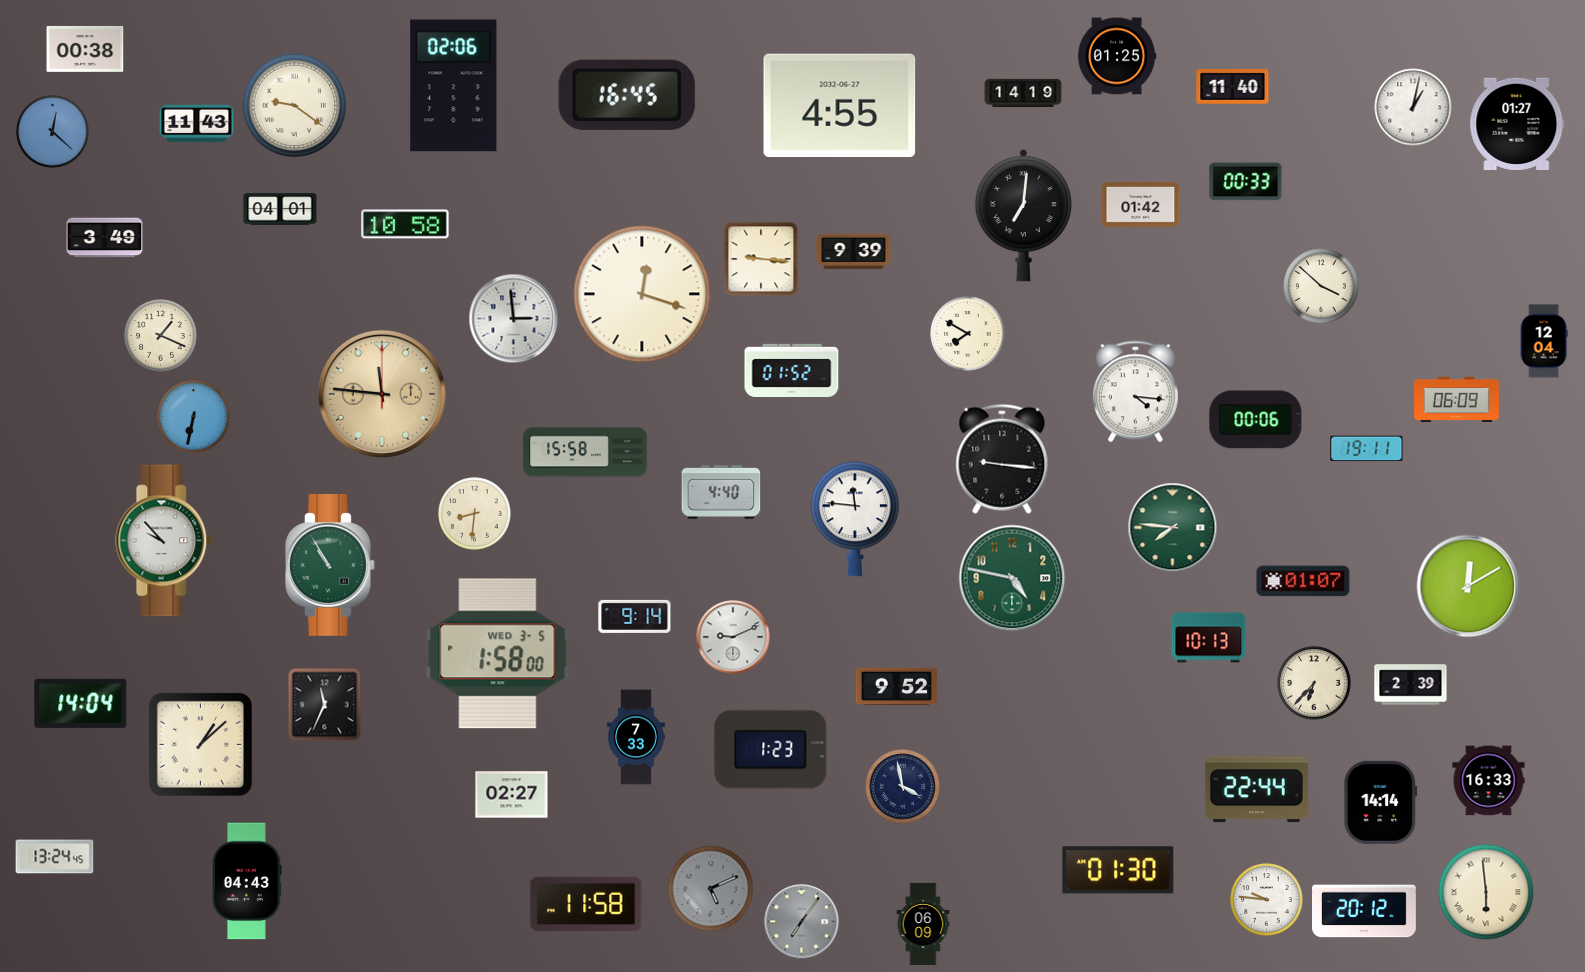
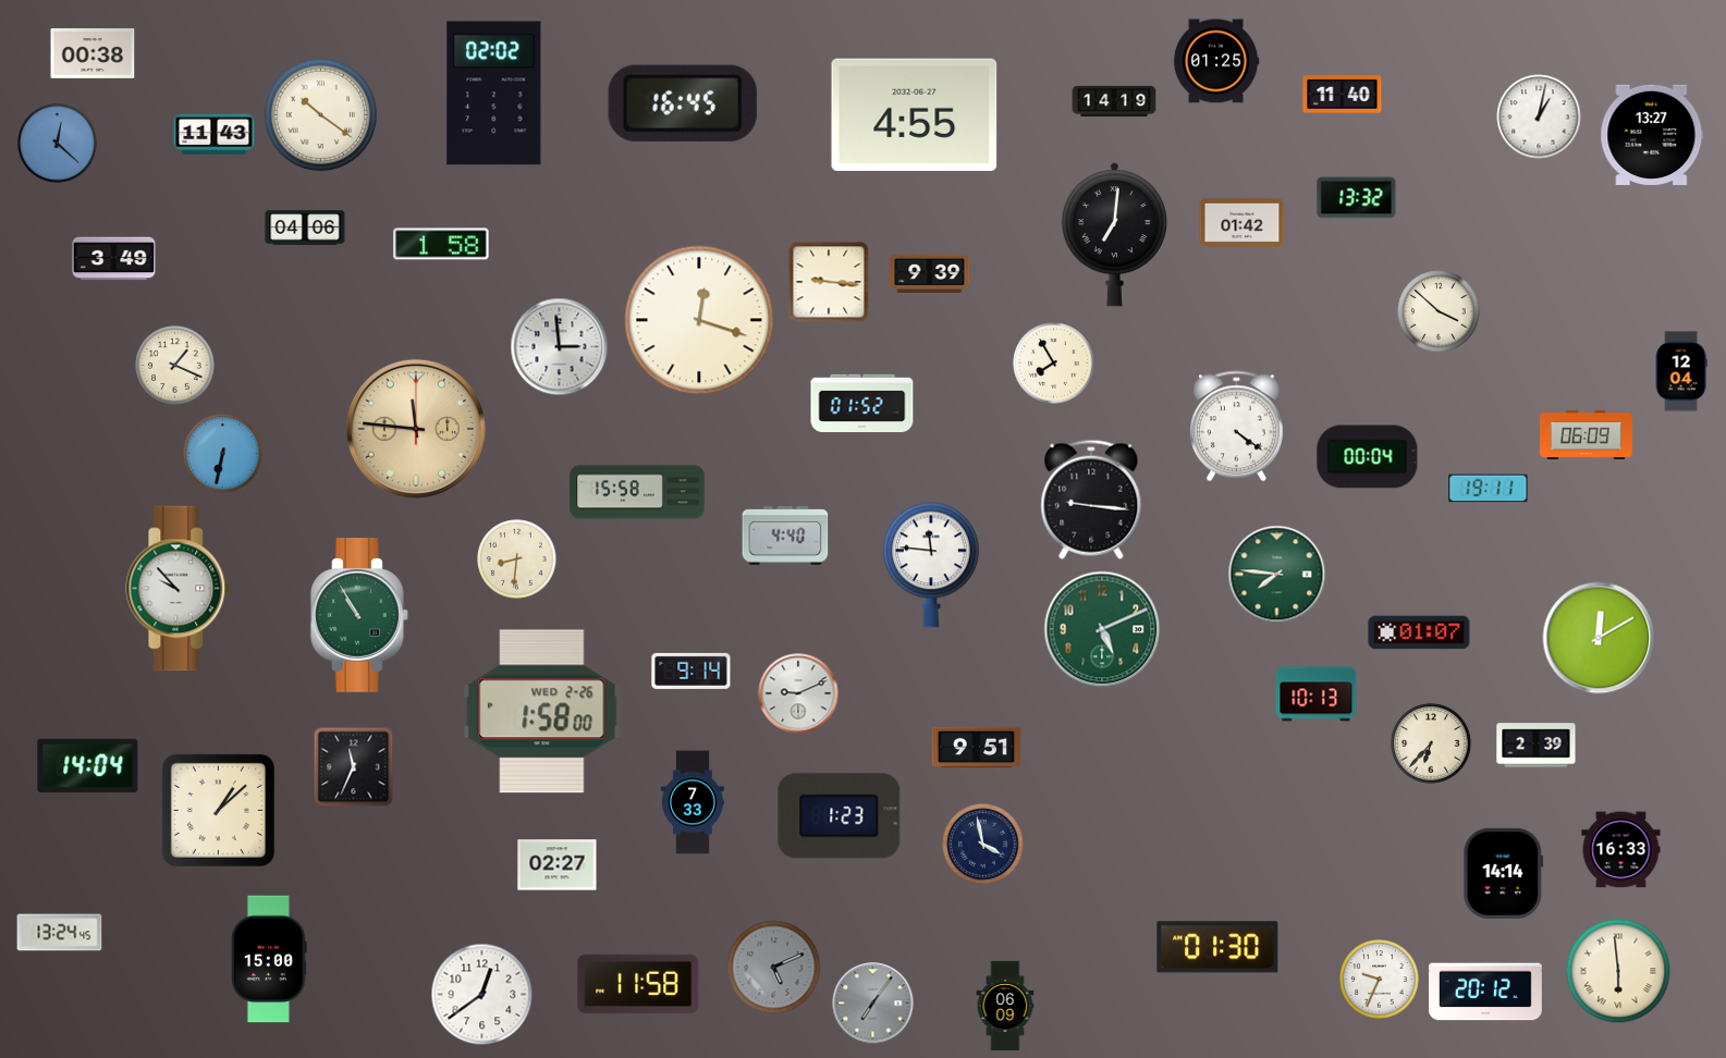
clock at (454, 86): 02:06 -> 02:02
clock at (295, 106): 9:21 -> 10:21
clock at (1517, 124): 01:27 -> 13:27
clock at (1246, 182): 00:33 -> 13:32
clock at (280, 209): 04:01 -> 04:06
clock at (405, 224): 10:58 -> 1:58
clock at (968, 334): 7:50 -> 7:55
clock at (1135, 392): 4:16 -> 4:21
clock at (194, 417) position: (194, 417) -> (223, 454)
clock at (1256, 420): 00:06 -> 00:04
clock at (1012, 578): 4:47 -> 5:11
clock at (498, 654) date: WED 3-5 -> WED 2-26
clock at (897, 687): 9:52 -> 9:51
clock at (903, 787) position: (903, 787) -> (983, 845)
clock at (1256, 790): 22:44 -> none
clock at (248, 881): 04:43 -> 15:00
clock at (1267, 900): 9:46 -> 9:34
clock at (482, 995): none -> 12:39
